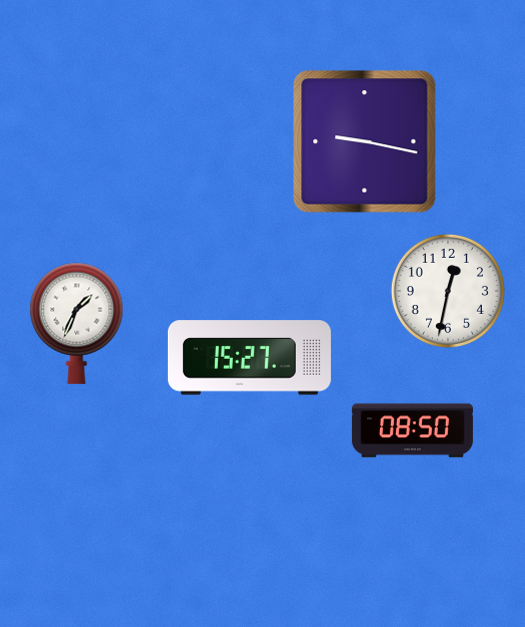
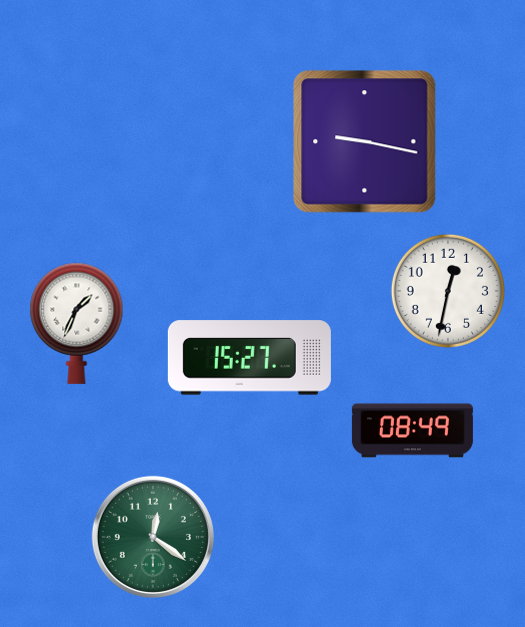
clock at (412, 431): 08:50 -> 08:49
clock at (153, 537): none -> 12:21
